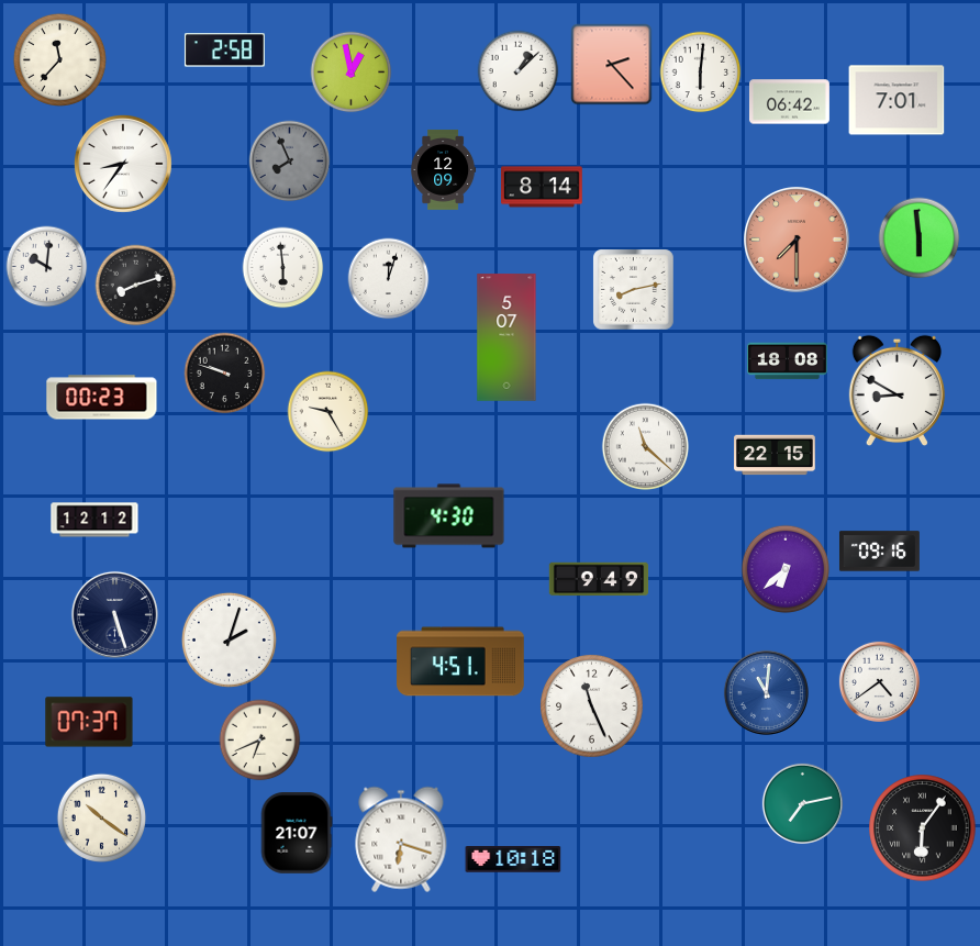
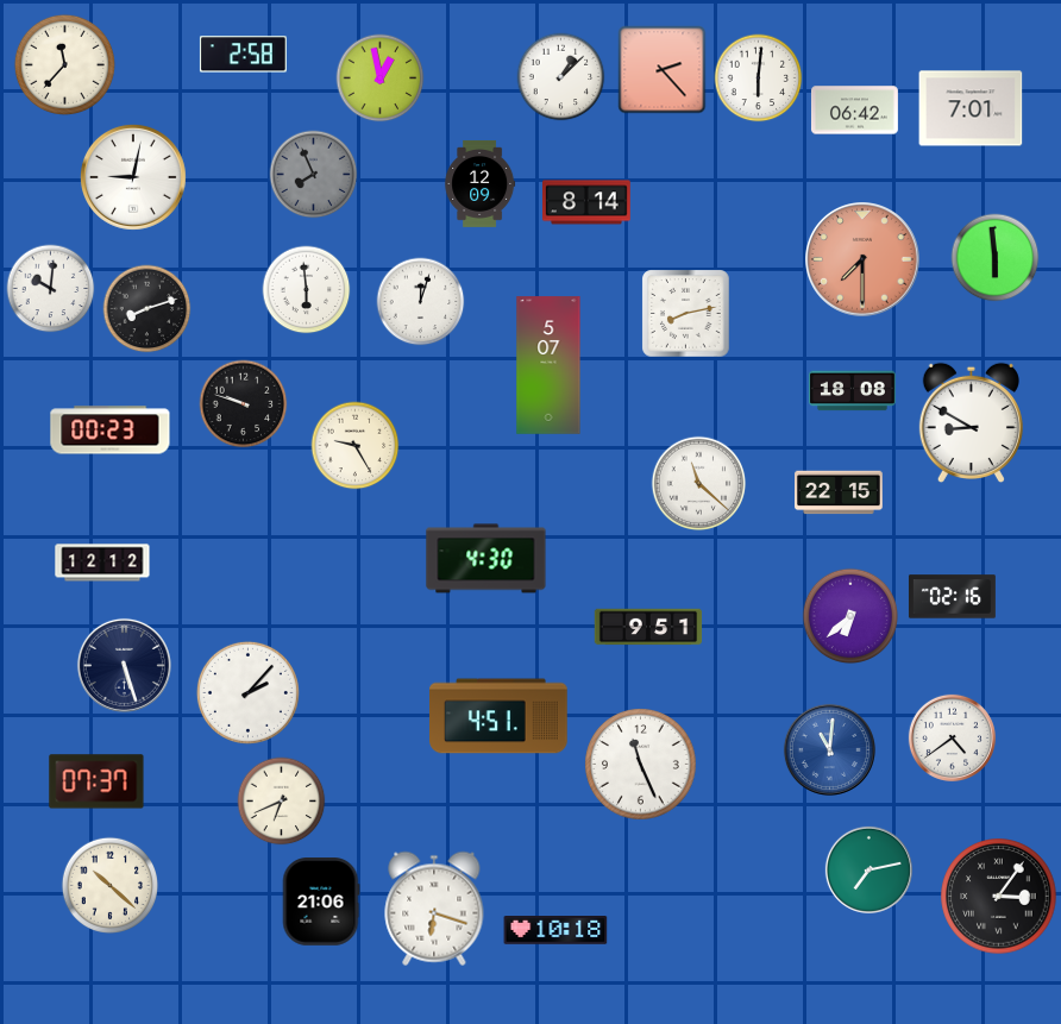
clock at (123, 164): 8:36 -> 9:02
clock at (879, 552): 09:16 -> 02:16
clock at (599, 579): 9:49 -> 9:51
clock at (229, 639): 2:03 -> 2:07
clock at (101, 817): 10:21 -> 10:22
clock at (923, 828): 6:06 -> 3:06
clock at (297, 834): 21:07 -> 21:06
